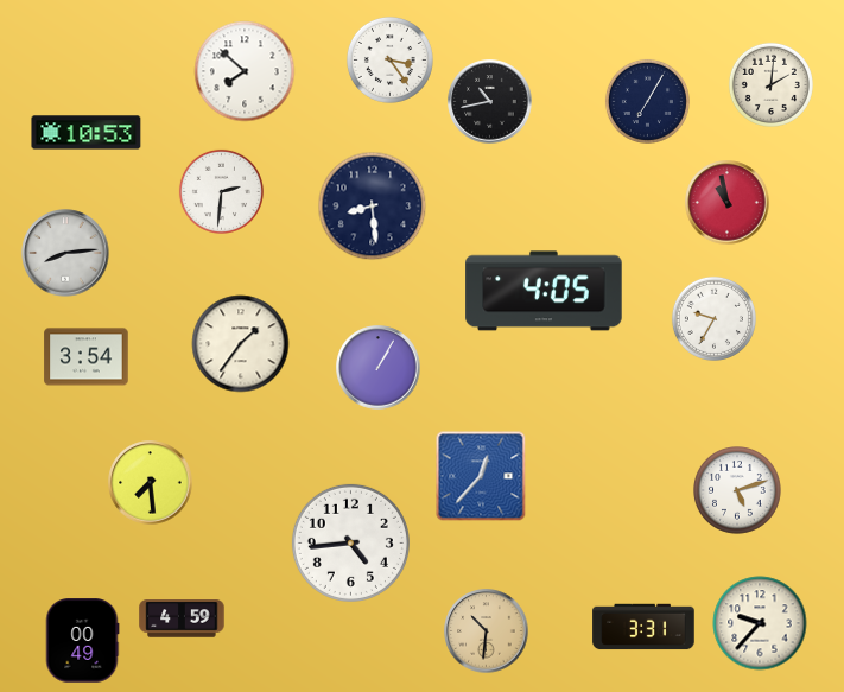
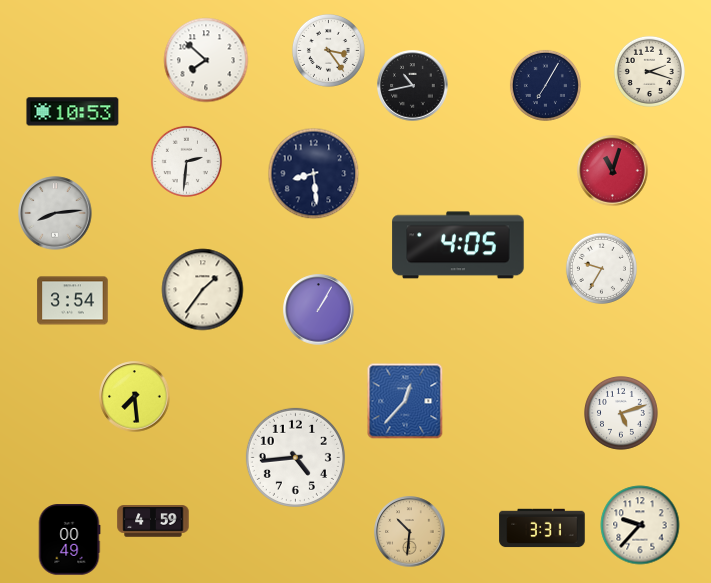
clock at (770, 84): 2:01 -> 2:18
clock at (728, 203): 10:58 -> 11:03
clock at (151, 483) position: (151, 483) -> (135, 397)
